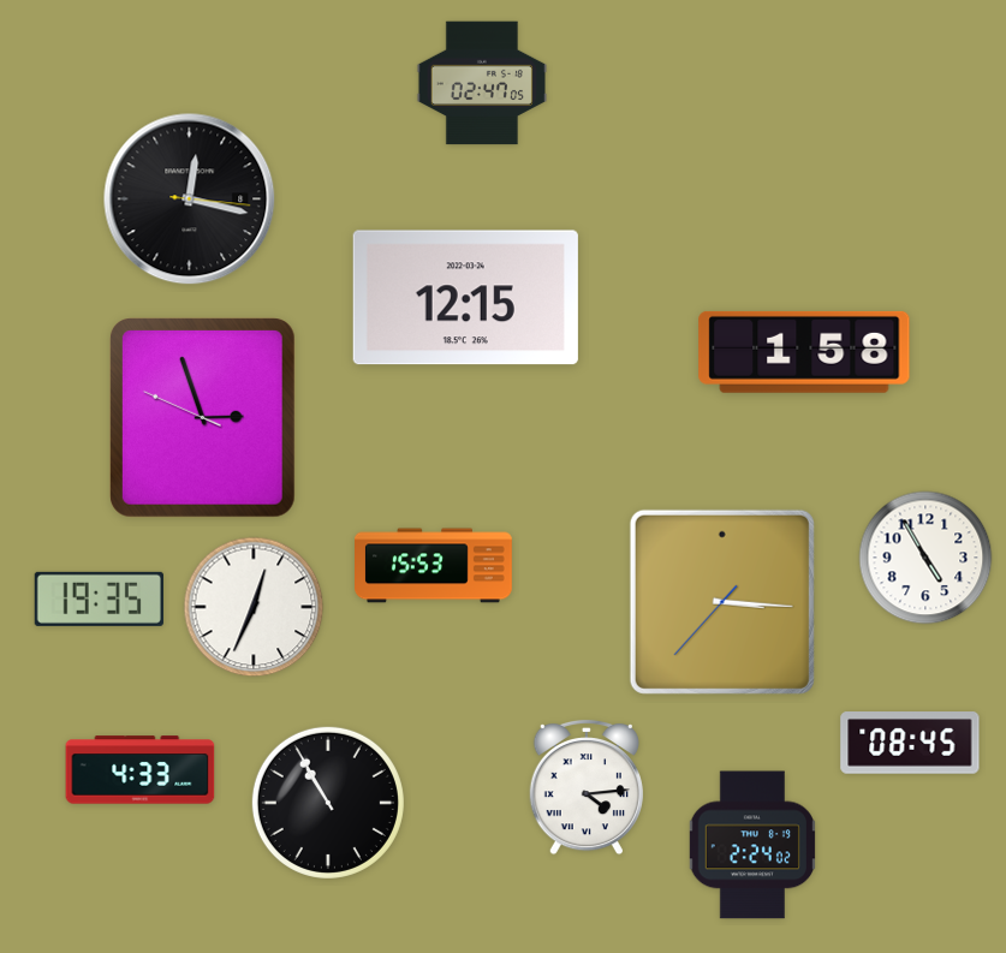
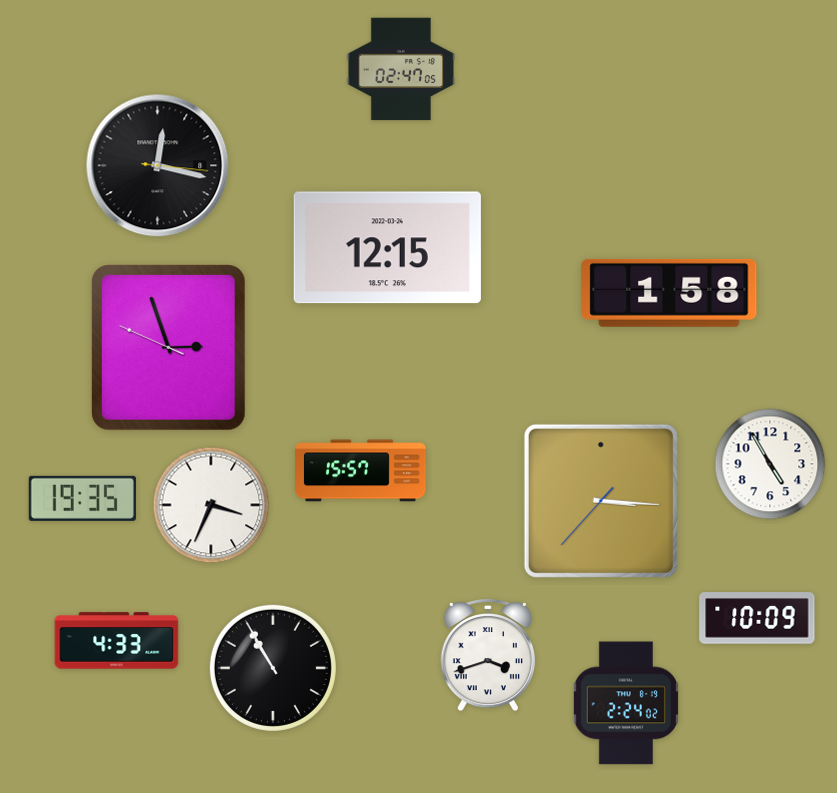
clock at (434, 566): 15:53 -> 15:57
clock at (254, 607): 12:34 -> 3:34
clock at (910, 743): 08:45 -> 10:09
clock at (587, 787): 4:14 -> 3:42
